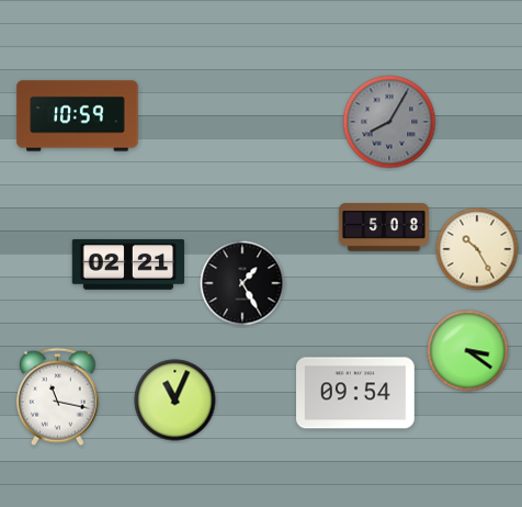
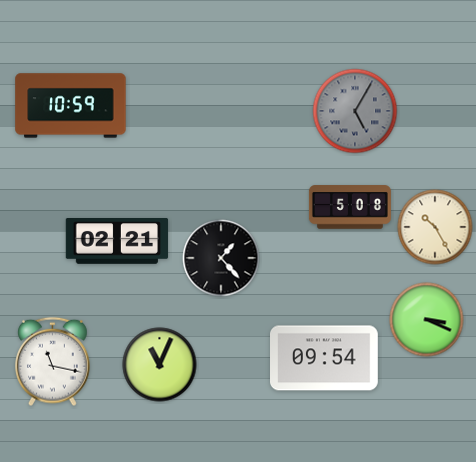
clock at (389, 122): 8:05 -> 5:05
clock at (242, 283): 1:25 -> 1:23
clock at (468, 351): 3:21 -> 3:19
